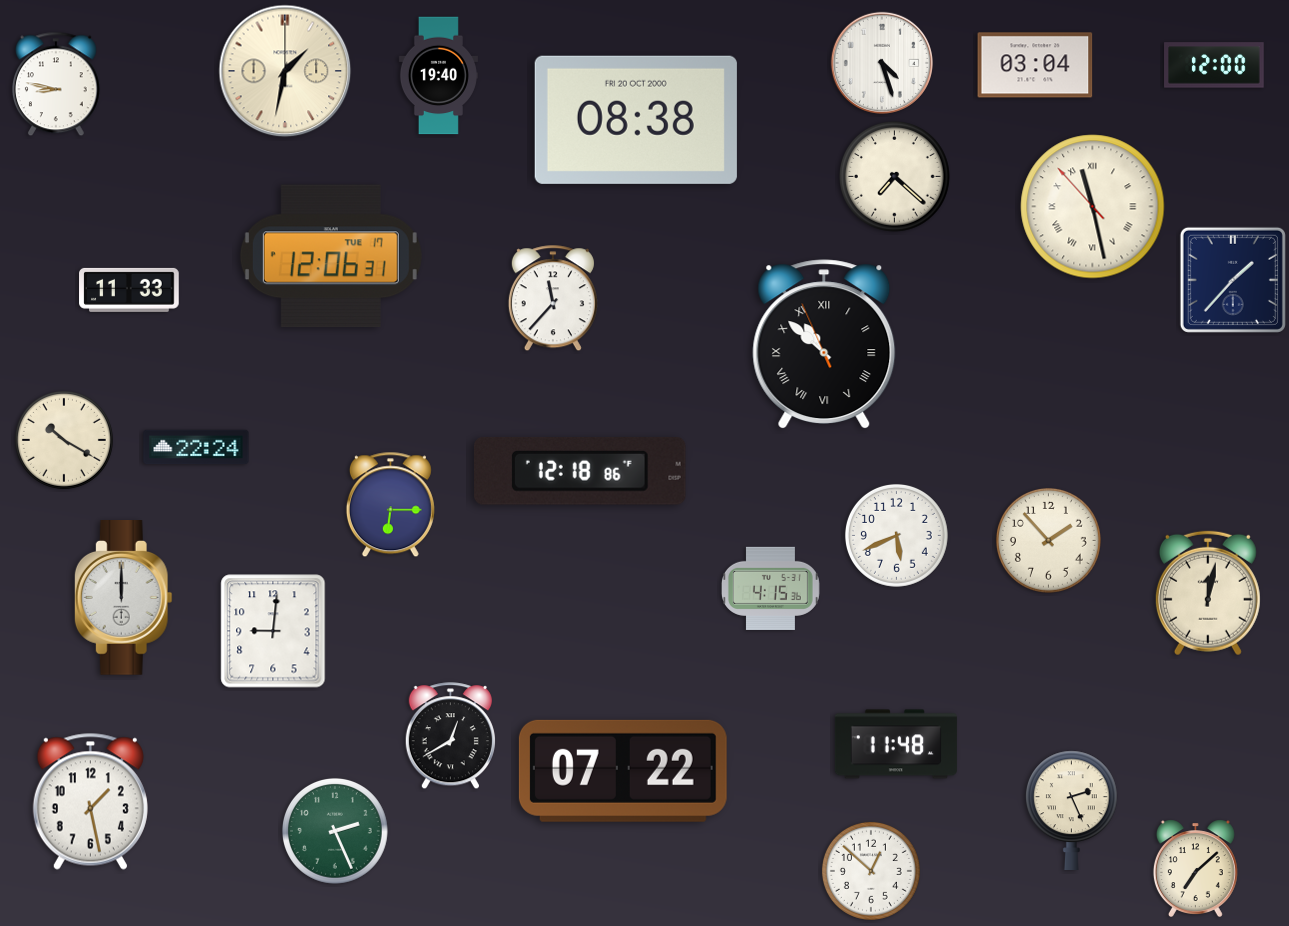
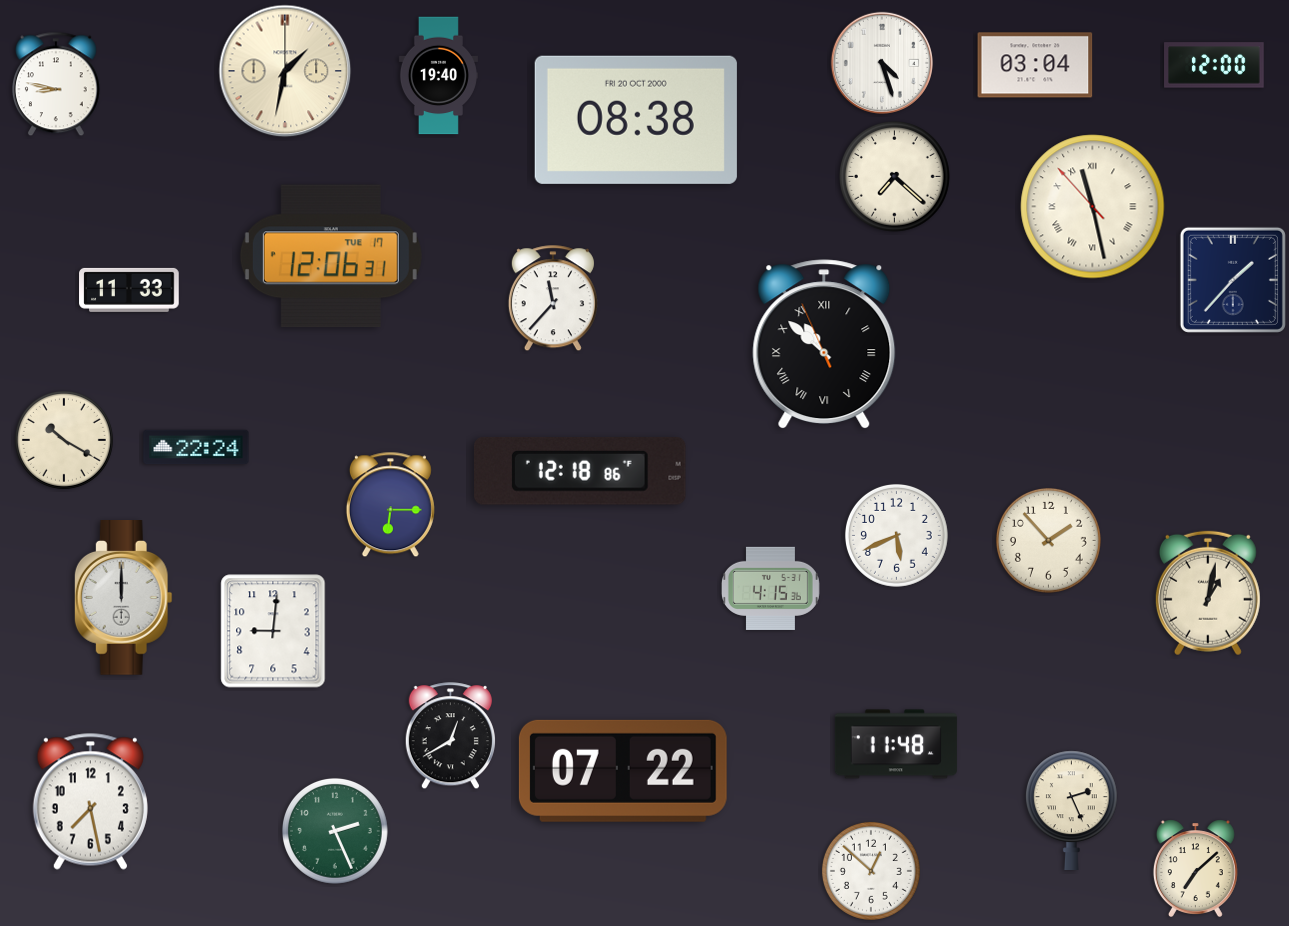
clock at (1208, 593): 12:02 -> 1:02
clock at (90, 801): 1:28 -> 7:28
